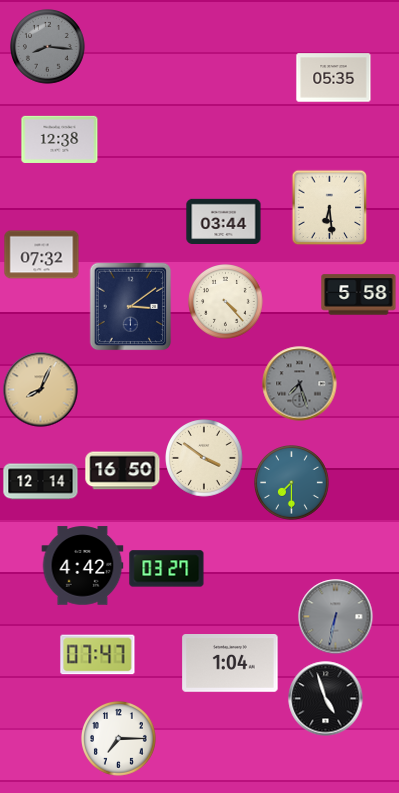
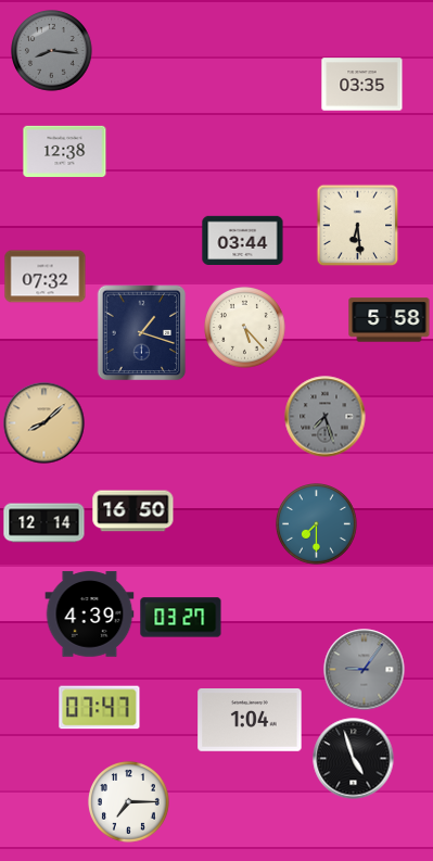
clock at (334, 78): 05:35 -> 03:35
clock at (226, 302): 4:23 -> 5:23
clock at (131, 307): 3:09 -> 1:18
clock at (41, 390): 8:04 -> 8:08
clock at (204, 458): 3:51 -> none
clock at (83, 566): 4:42 -> 4:39
clock at (336, 617): 6:32 -> 9:06
clock at (98, 655) position: (98, 655) -> (100, 708)
